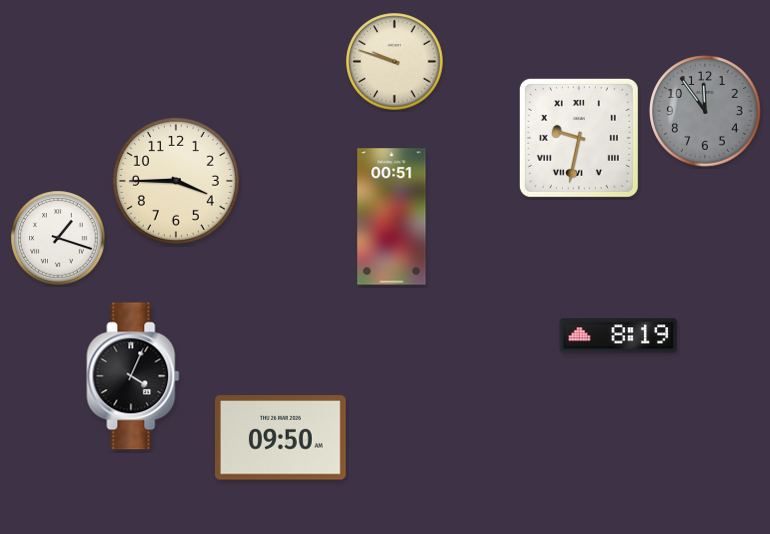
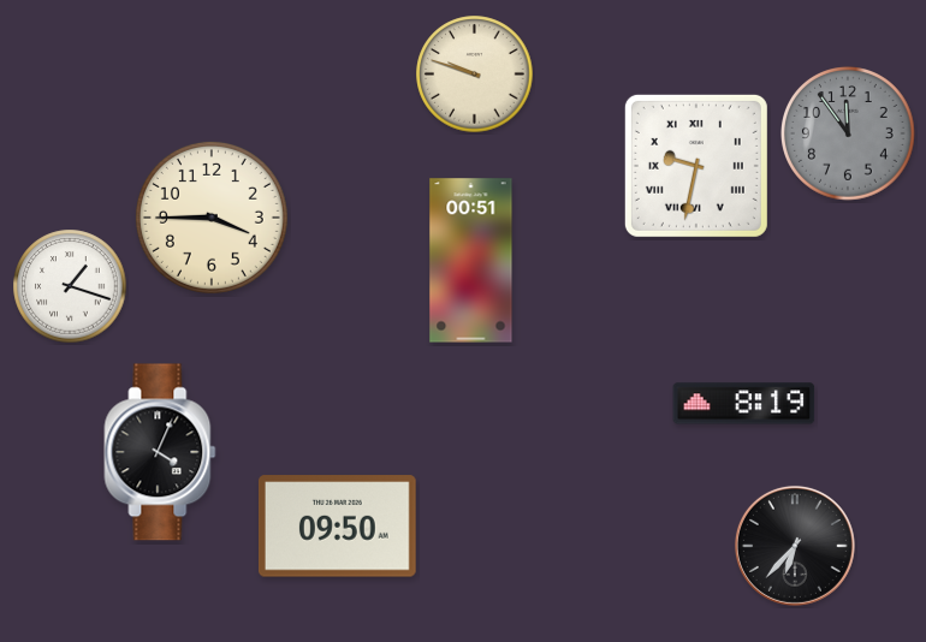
clock at (795, 546): none -> 6:37
